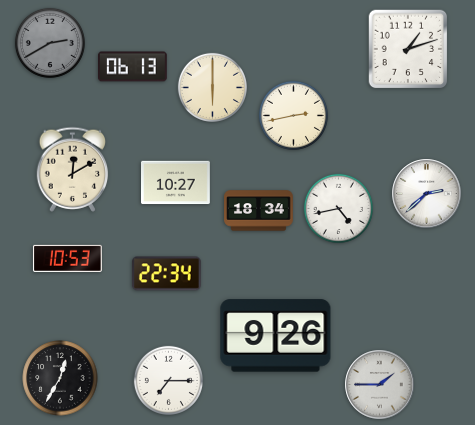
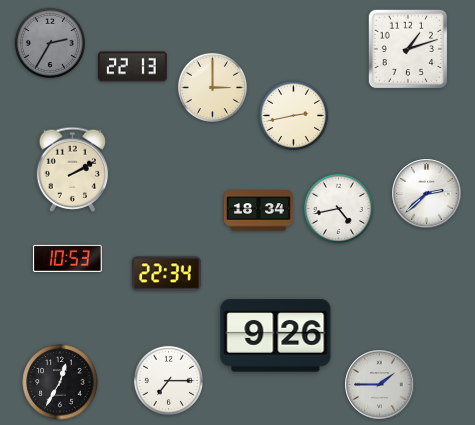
clock at (50, 43): 2:40 -> 2:35
clock at (133, 67): 06:13 -> 22:13
clock at (212, 87): 6:00 -> 3:00
clock at (73, 169): 12:10 -> 2:10
clock at (176, 183): 10:27 -> none
clock at (60, 378) position: (60, 378) -> (60, 382)
